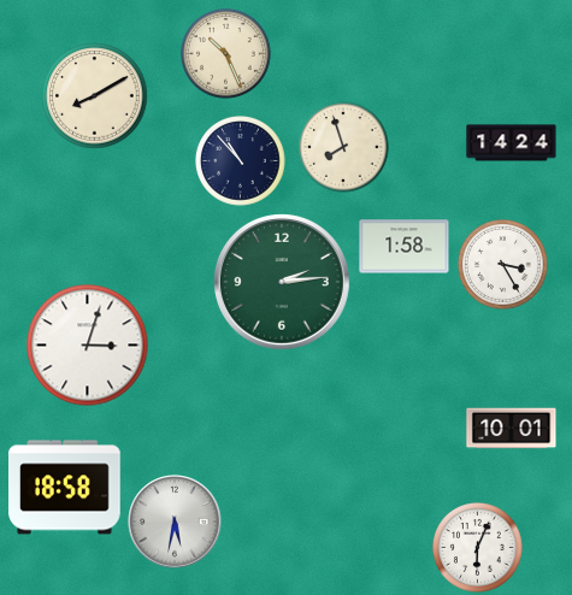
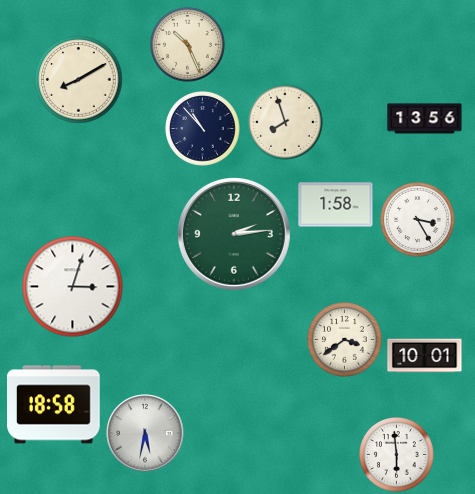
clock at (512, 143): 14:24 -> 13:56
clock at (241, 161) position: (241, 161) -> (203, 129)
clock at (345, 340): none -> 3:39
clock at (478, 548): 6:04 -> 5:59
